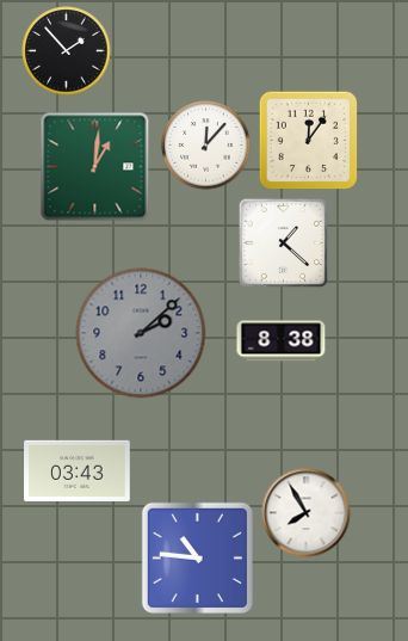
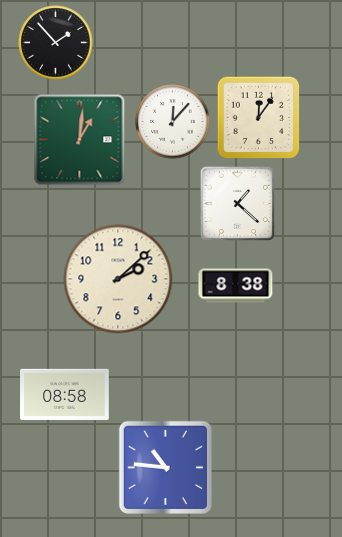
clock at (141, 333) dial: grey -> cream
clock at (78, 470): 03:43 -> 08:58
clock at (307, 513): 7:55 -> none
